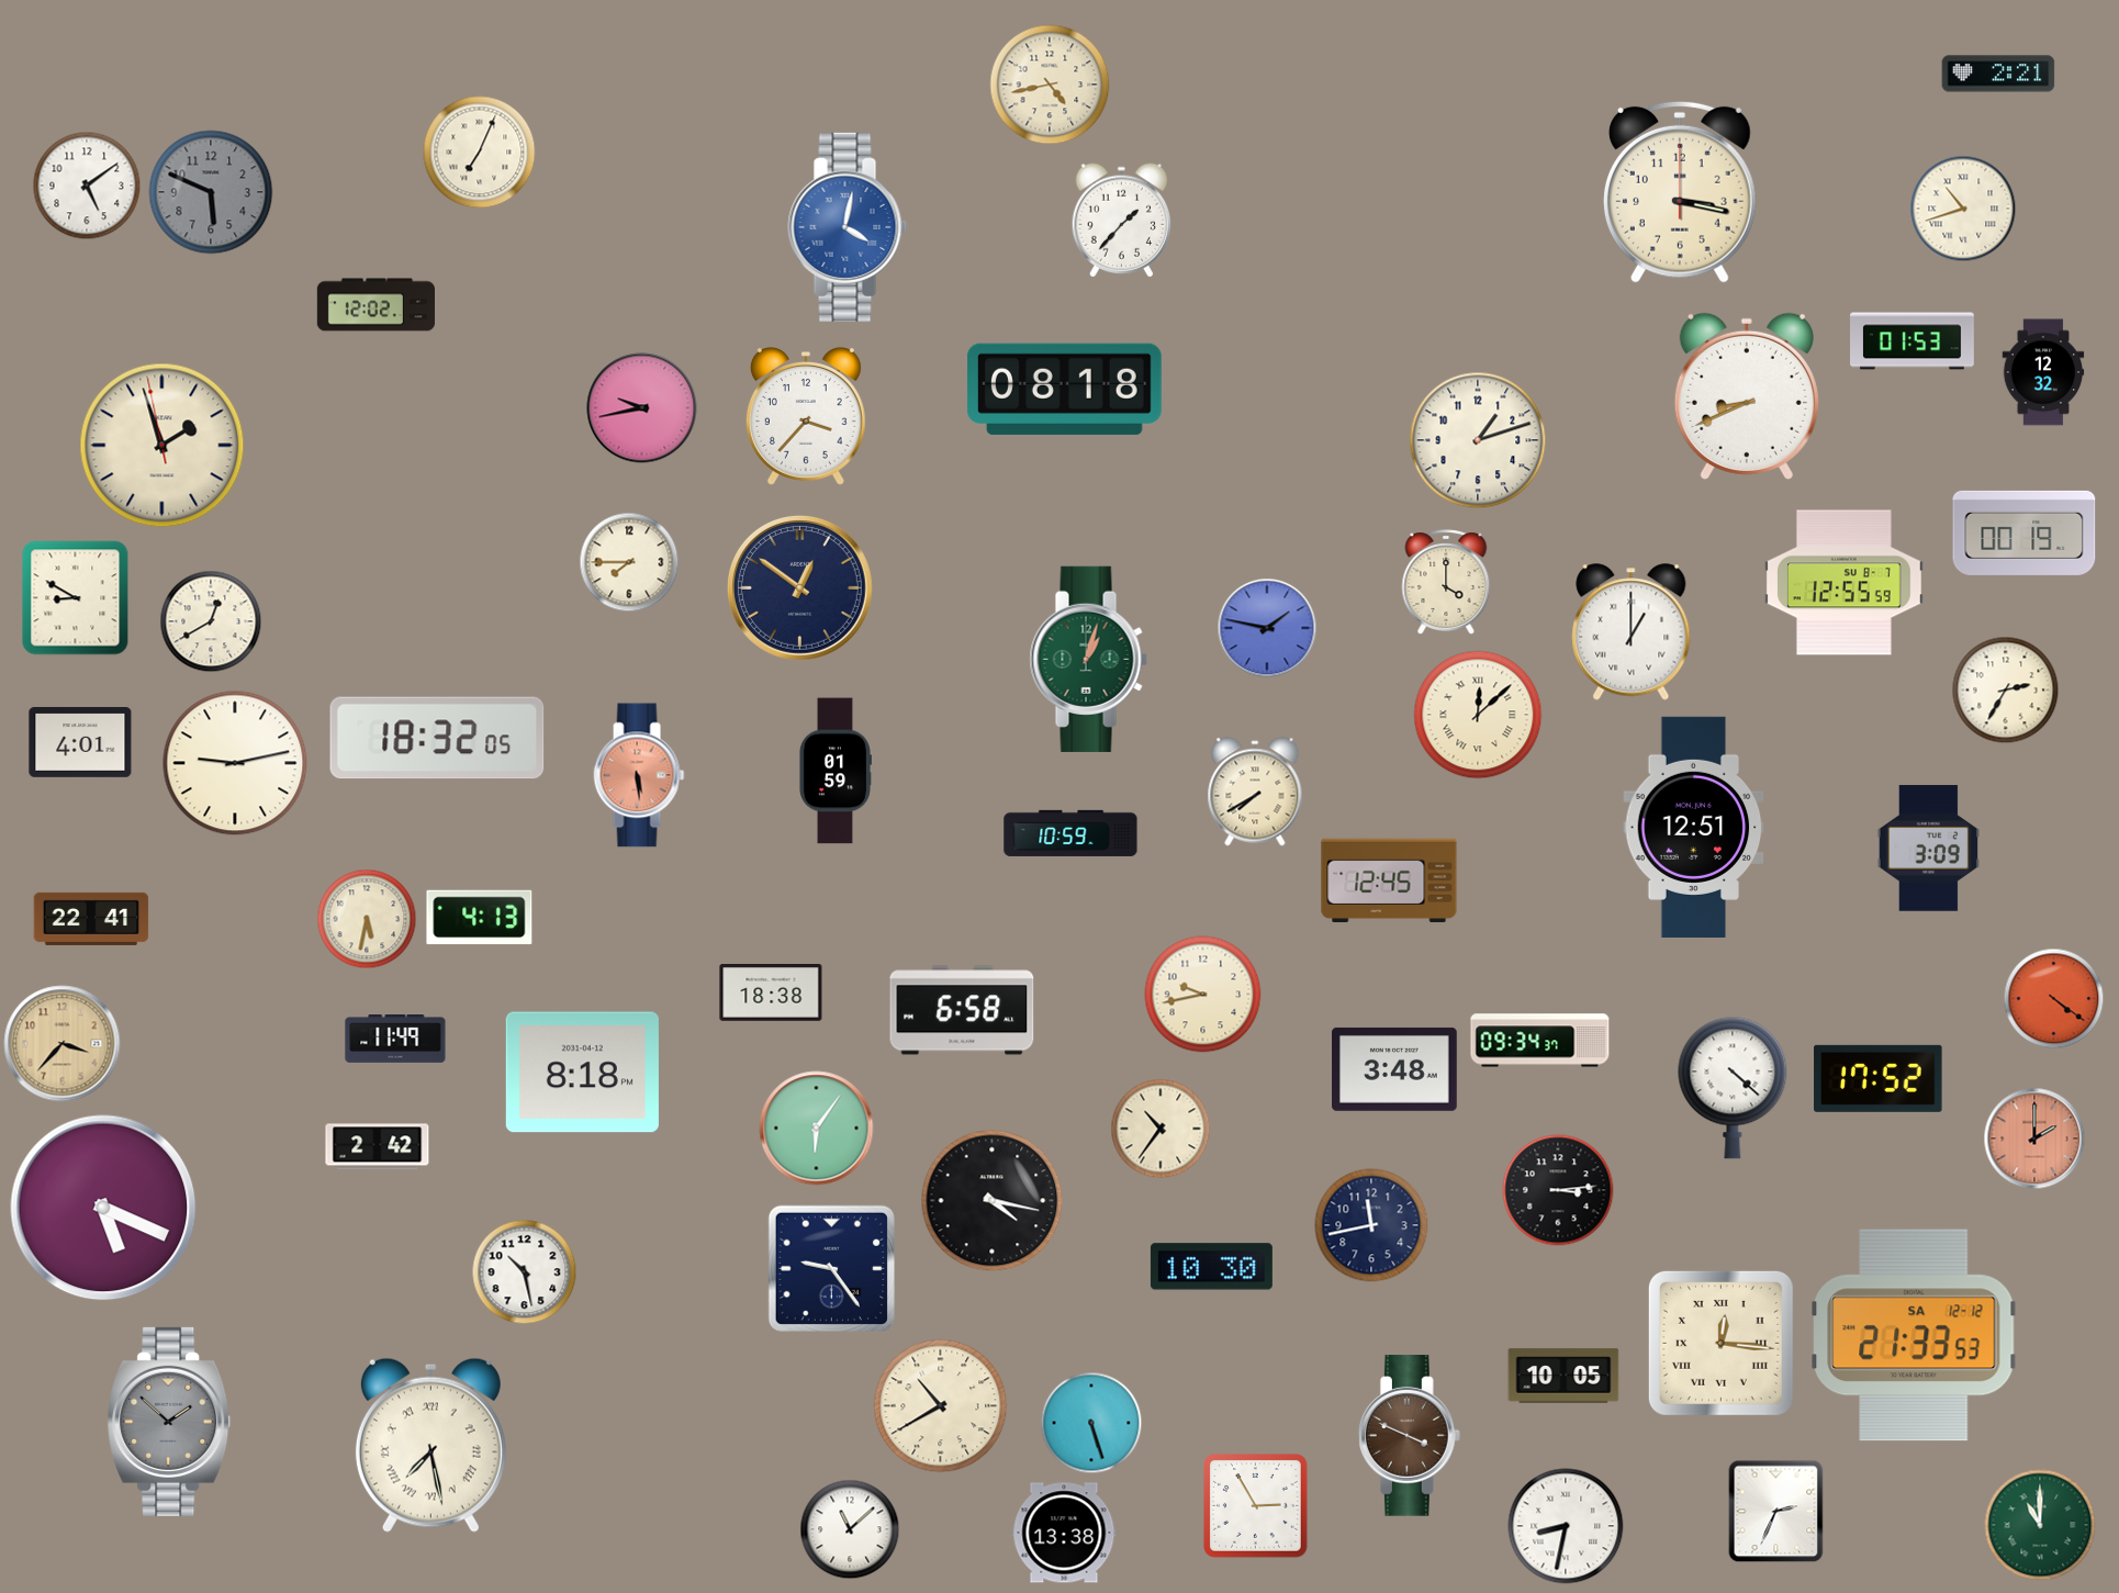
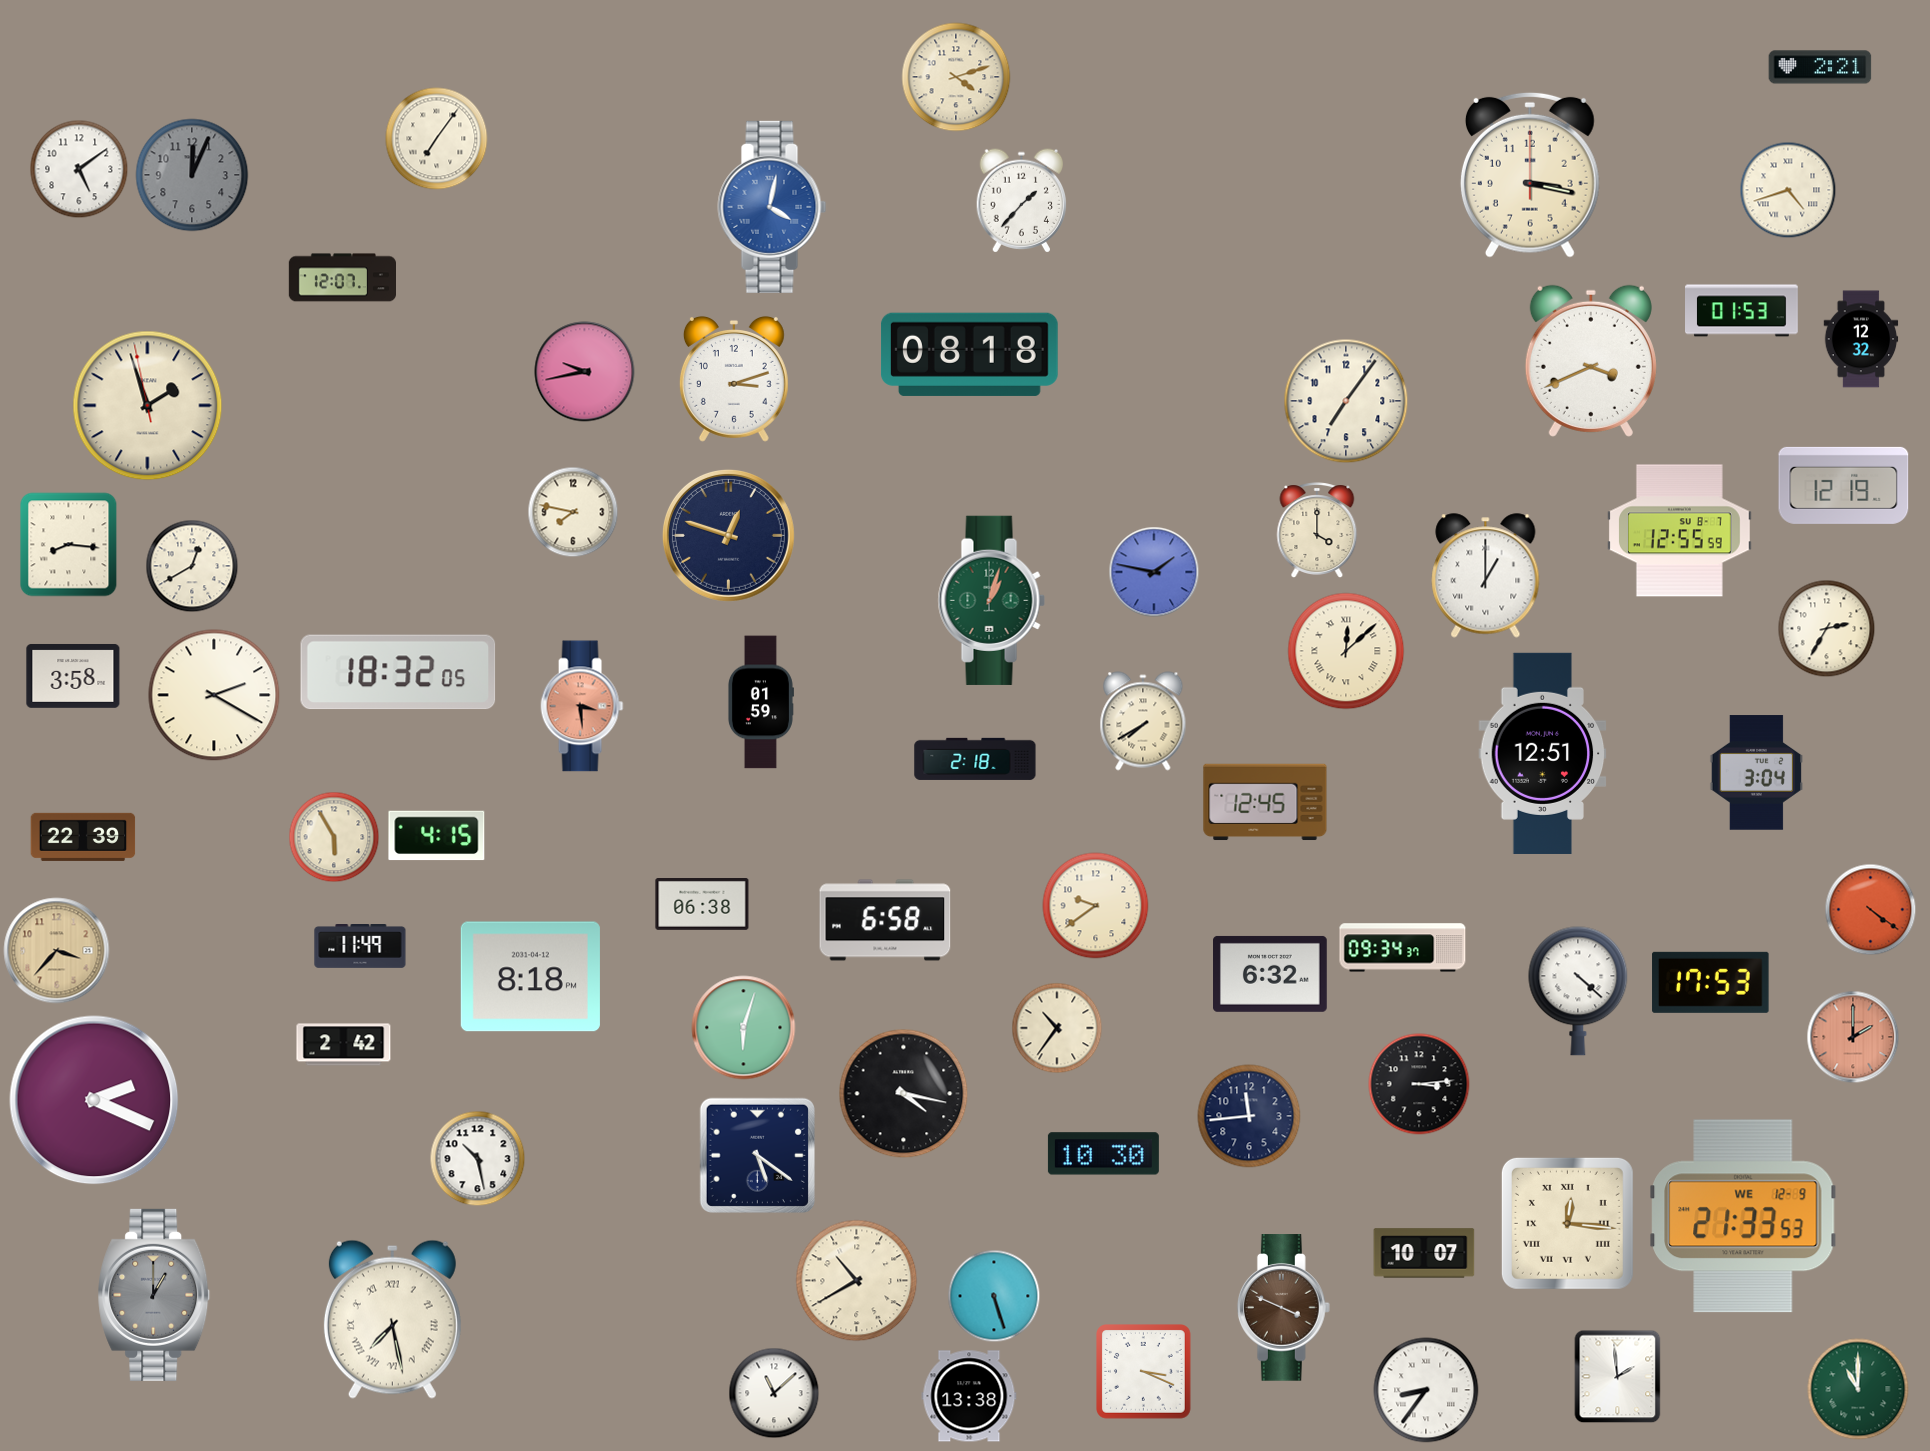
clock at (1050, 85): 4:43 -> 4:12
clock at (480, 153): 7:04 -> 7:06
clock at (211, 192): 5:49 -> 12:04
clock at (1963, 209): 10:42 -> 4:42
clock at (375, 305): 12:02 -> 12:07
clock at (1747, 396): 8:41 -> 3:41
clock at (806, 416): 3:37 -> 3:12
clock at (1478, 440): 1:12 -> 7:06
clock at (2025, 532): 00:19 -> 12:19
clock at (629, 562): 7:45 -> 7:47
clock at (799, 587): 12:51 -> 12:48
clock at (76, 598): 8:50 -> 8:16
clock at (80, 742): 4:01 -> 3:58
clock at (235, 763): 9:13 -> 2:20
clock at (639, 775): 5:29 -> 3:29
clock at (1070, 833): 10:59 -> 2:18
clock at (1929, 849): 3:09 -> 3:04
clock at (480, 918): 4:13 -> 4:15
clock at (91, 919): 22:41 -> 22:39
clock at (367, 919): 5:32 -> 5:55
clock at (771, 994): 18:38 -> 06:38
clock at (1203, 995): 9:43 -> 9:39
clock at (962, 1010) position: (962, 1010) -> (885, 920)
clock at (1395, 1069): 3:48 -> 6:32
clock at (1879, 1078): 17:52 -> 17:53
clock at (817, 1129): 6:06 -> 6:03
clock at (103, 1208): 5:19 -> 2:19
clock at (1371, 1225): 11:43 -> 11:44
clock at (831, 1268): 9:24 -> 5:21
clock at (1914, 1335) date: SA 12-12 -> WE 12-9
clock at (1563, 1376): 10:05 -> 10:07
clock at (169, 1422): 1:52 -> 1:00
clock at (430, 1445) position: (430, 1445) -> (392, 1319)
clock at (1256, 1506): 2:55 -> 3:19
clock at (1776, 1512): 2:34 -> 1:59
clock at (1566, 1526): 8:32 -> 8:36
